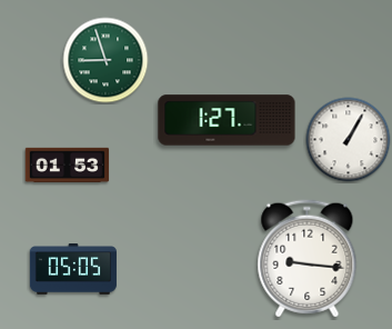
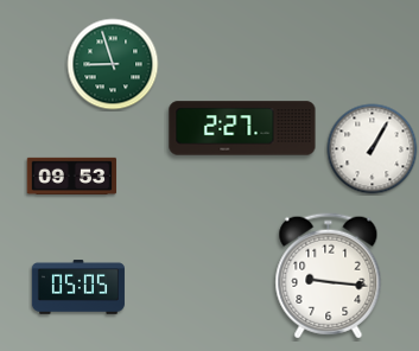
clock at (227, 120): 1:27 -> 2:27
clock at (68, 164): 01:53 -> 09:53
